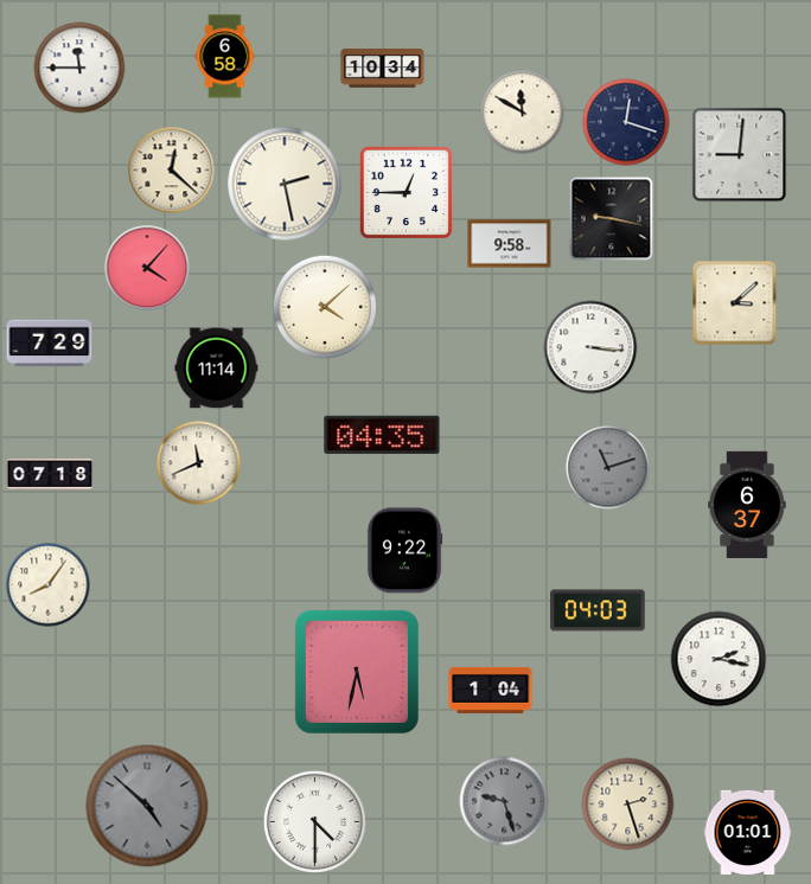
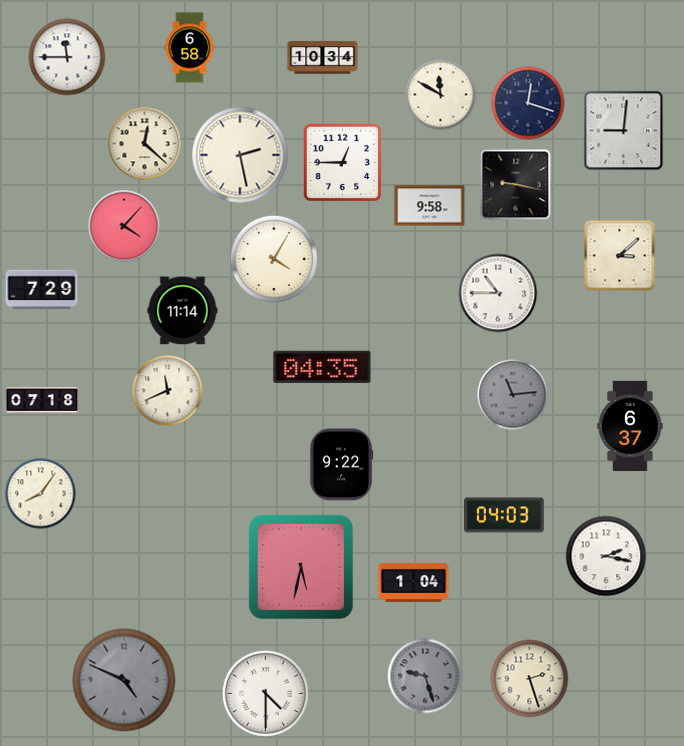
clock at (325, 307): 4:08 -> 4:05
clock at (590, 347): 3:16 -> 10:45
clock at (608, 468): 11:12 -> 11:14
clock at (147, 806): 4:52 -> 4:49
clock at (748, 832): 01:01 -> none
